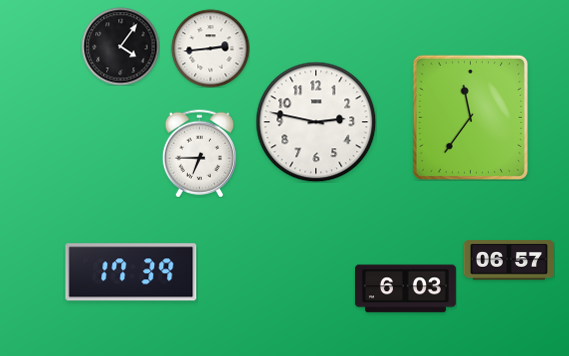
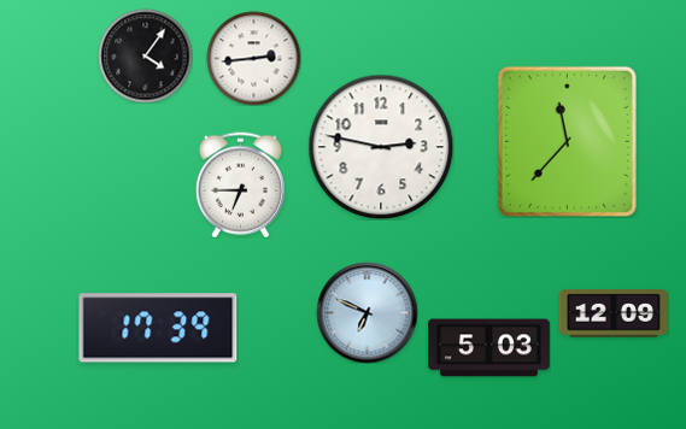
clock at (470, 117): 11:36 -> 11:37
clock at (367, 312): none -> 6:49
clock at (509, 260): 06:57 -> 12:09
clock at (406, 289): 6:03 -> 5:03
